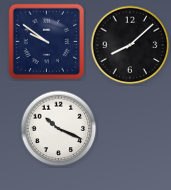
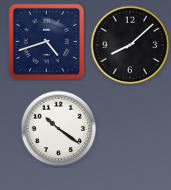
clock at (46, 41): 9:51 -> 4:42
clock at (59, 129): 10:19 -> 10:21
